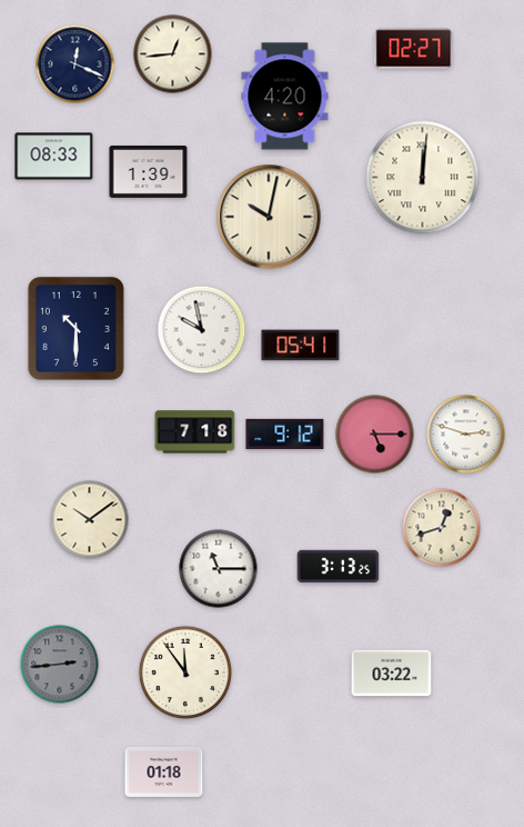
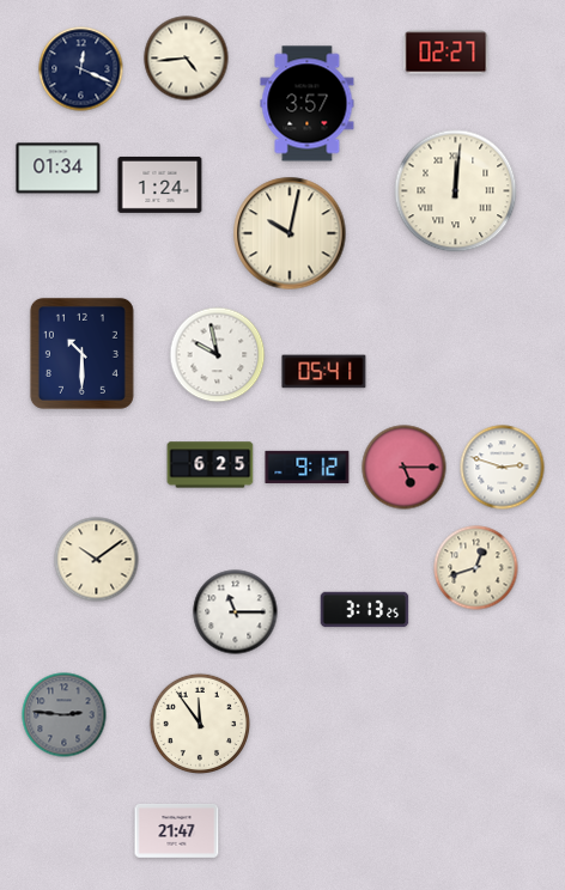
clock at (173, 54): 12:44 -> 4:44
clock at (285, 97): 4:20 -> 3:57
clock at (54, 157): 08:33 -> 01:34
clock at (149, 171): 1:39 -> 1:24
clock at (195, 432): 7:18 -> 6:25
clock at (60, 665): 2:44 -> 2:46
clock at (392, 674): 03:22 -> none
clock at (164, 771): 01:18 -> 21:47
